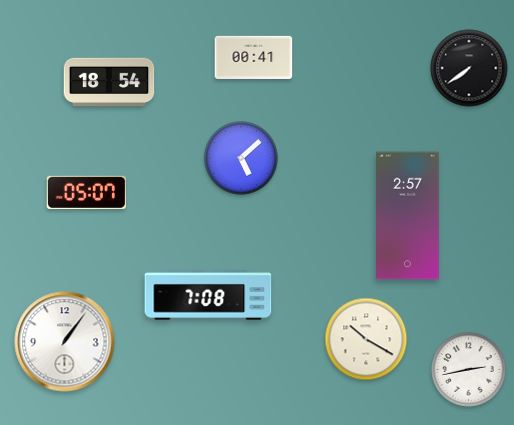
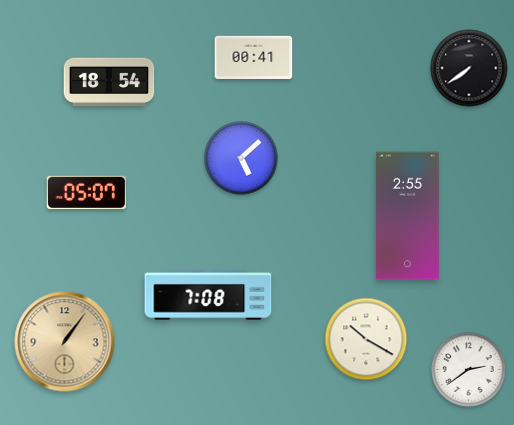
clock at (408, 216): 2:57 -> 2:55
clock at (65, 342) dial: white -> champagne
clock at (469, 370): 2:43 -> 2:39
